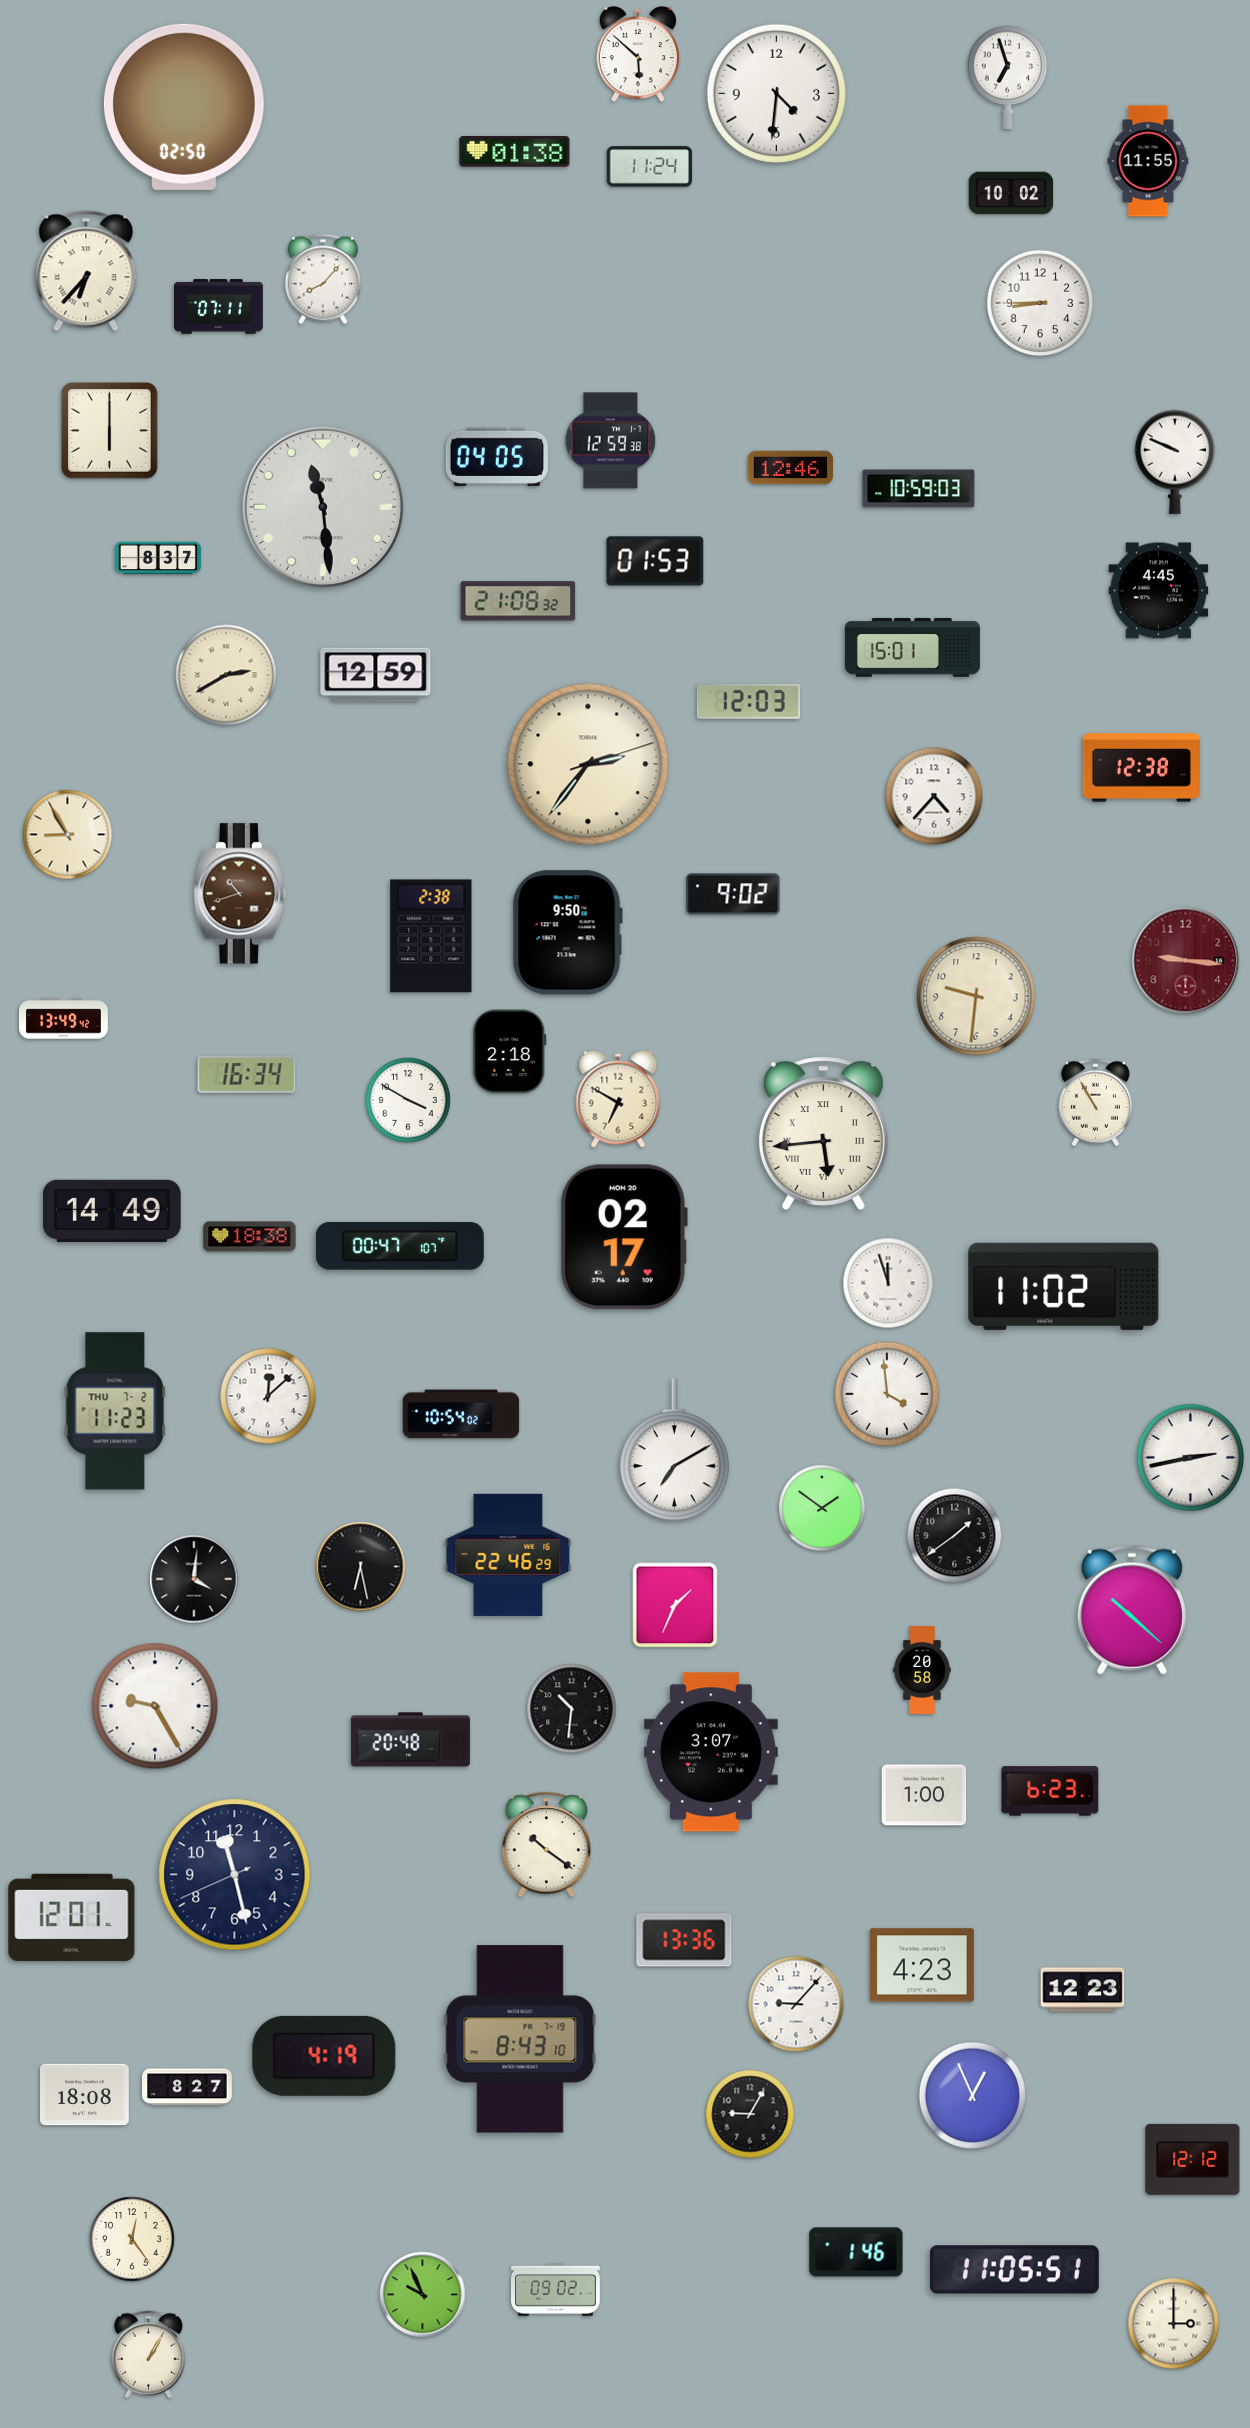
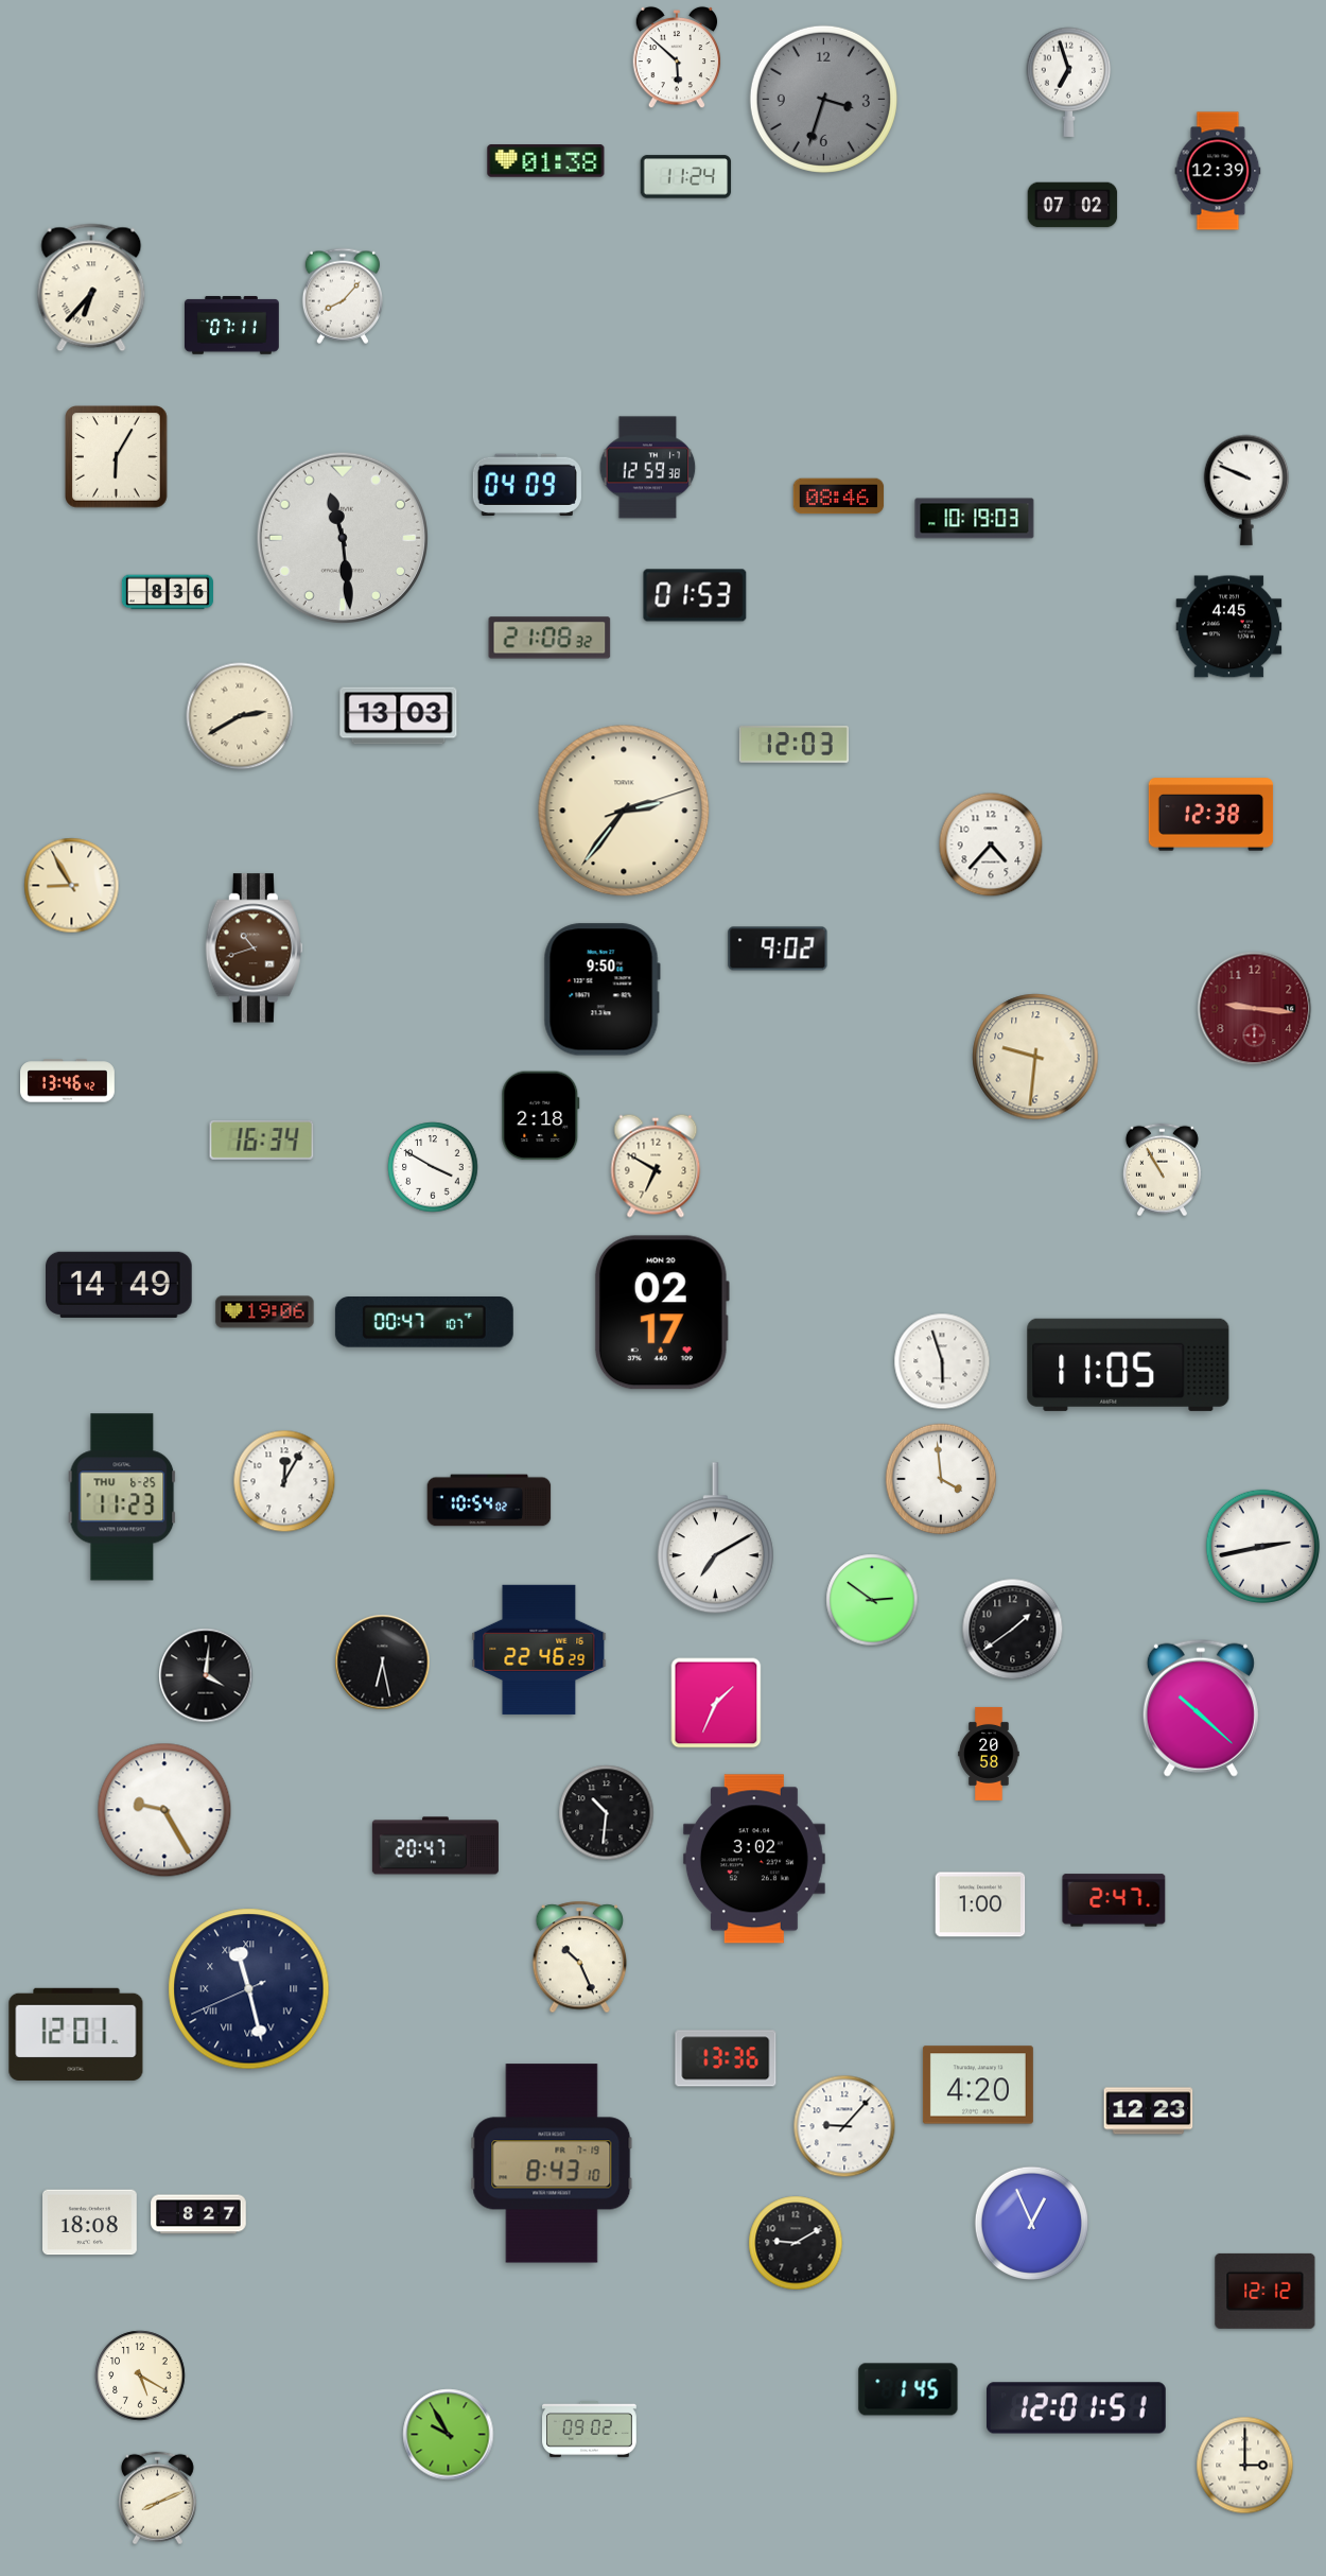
clock at (776, 93): 4:31 -> 3:33
clock at (776, 93) dial: white -> grey
clock at (184, 107): 02:50 -> none
clock at (1148, 161): 11:55 -> 12:39
clock at (650, 167) position: (650, 167) -> (686, 177)
clock at (1011, 193): 10:02 -> 07:02
clock at (1040, 303): 8:45 -> none
clock at (110, 431): 6:00 -> 6:05
clock at (497, 457): 04:05 -> 04:09
clock at (791, 468): 12:46 -> 08:46
clock at (919, 489): 10:59 -> 10:19
clock at (157, 558): 8:37 -> 8:36
clock at (912, 647): 15:01 -> none
clock at (376, 675): 12:59 -> 13:03
clock at (431, 936): 2:38 -> none
clock at (1186, 961) position: (1186, 961) -> (1255, 1009)
clock at (64, 1019): 13:49 -> 13:46
clock at (823, 1133): 5:44 -> none
clock at (250, 1237): 18:38 -> 19:06
clock at (888, 1283): 11:57 -> 5:57
clock at (1064, 1286): 11:02 -> 11:05
clock at (268, 1396): 12:08 -> 12:05
clock at (115, 1411) date: THU 7-2 -> THU 6-25
clock at (822, 1508): 1:51 -> 2:51
clock at (922, 1670) position: (922, 1670) -> (989, 1754)
clock at (410, 1740): 20:48 -> 20:47
clock at (711, 1752): 3:07 -> 3:02
clock at (1050, 1791): 6:23 -> 2:47
clock at (547, 1845): 10:21 -> 10:26
clock at (235, 1875) numerals: Arabic -> Roman
clock at (922, 1965): 4:23 -> 4:20
clock at (324, 2056): 4:19 -> none
clock at (750, 2114): 9:05 -> 9:10
clock at (132, 2239): 12:24 -> 5:20
clock at (856, 2252): 1:46 -> 1:45
clock at (1014, 2270): 11:05 -> 12:01
clock at (423, 2295): 9:56 -> 9:55
clock at (148, 2355): 1:05 -> 8:11
